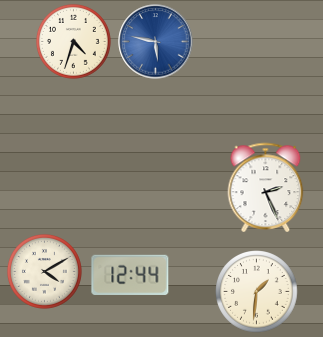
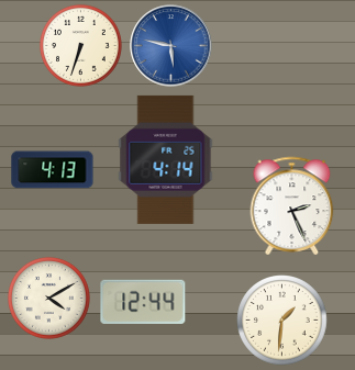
clock at (73, 41): 4:33 -> 6:33
clock at (166, 159): none -> 4:14
clock at (53, 170): none -> 4:13
